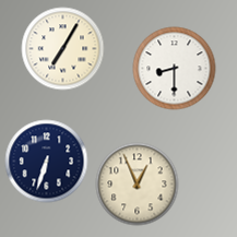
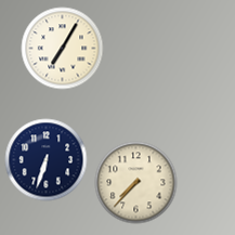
clock at (175, 69): 8:30 -> none
clock at (138, 185): 12:56 -> 7:37
